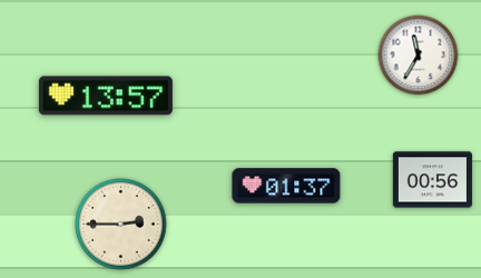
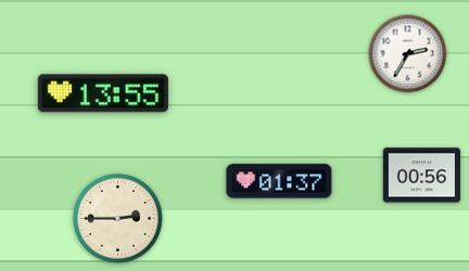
clock at (419, 56): 11:35 -> 2:35
clock at (106, 96): 13:57 -> 13:55
